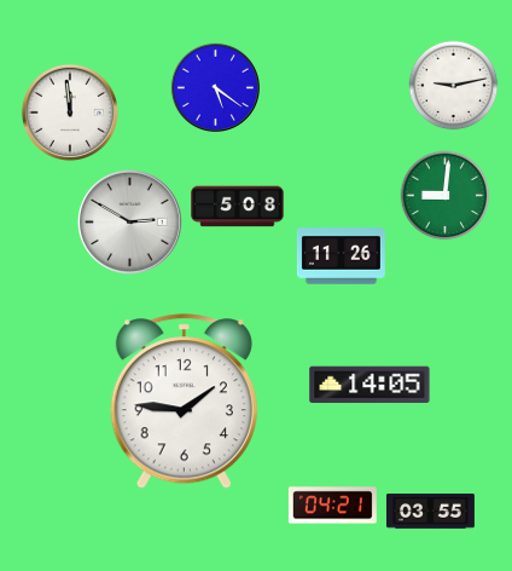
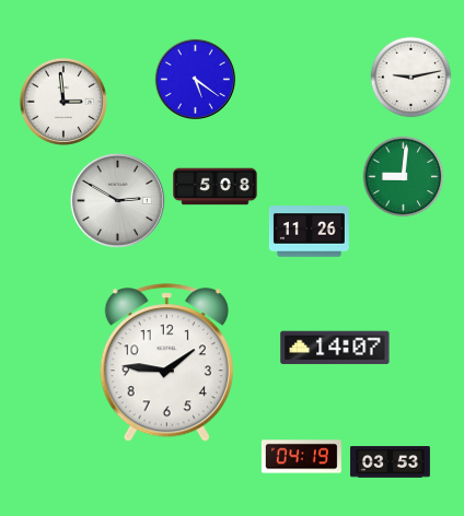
clock at (70, 113): 11:59 -> 2:59
clock at (370, 385): 14:05 -> 14:07
clock at (332, 506): 04:21 -> 04:19
clock at (430, 512): 03:55 -> 03:53
